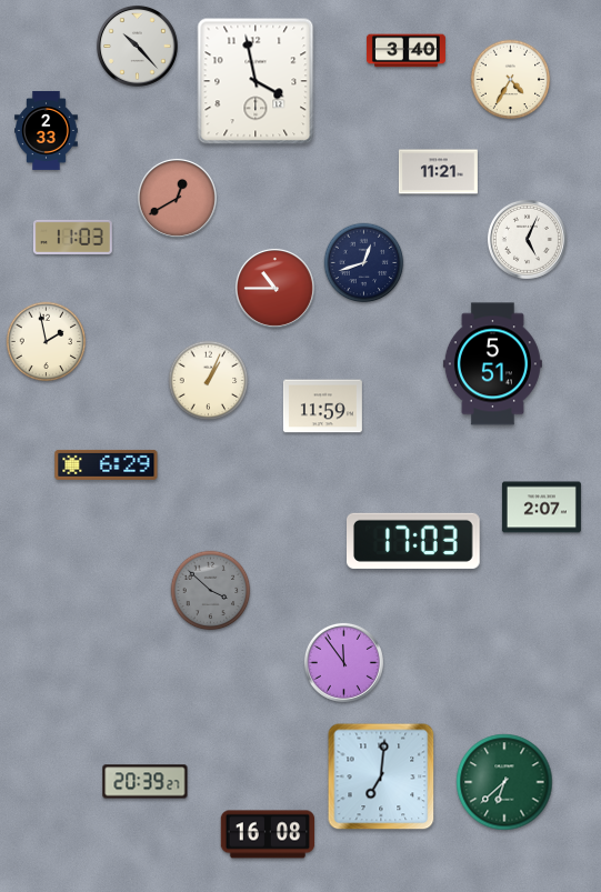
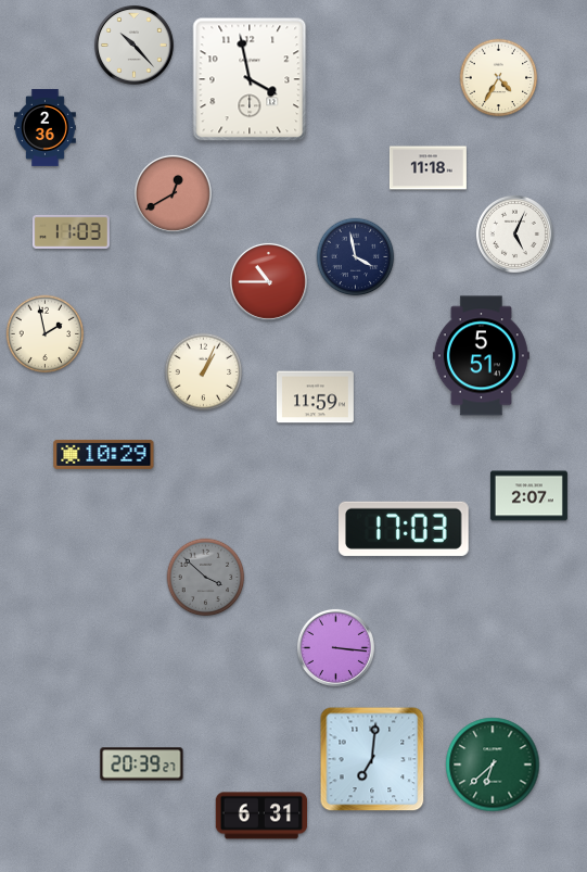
clock at (405, 51): 3:40 -> none
clock at (47, 130): 2:33 -> 2:36
clock at (438, 172): 11:21 -> 11:18
clock at (364, 263): 12:42 -> 3:58
clock at (107, 464): 6:29 -> 10:29
clock at (343, 662): 11:54 -> 3:16
clock at (268, 834): 16:08 -> 6:31
